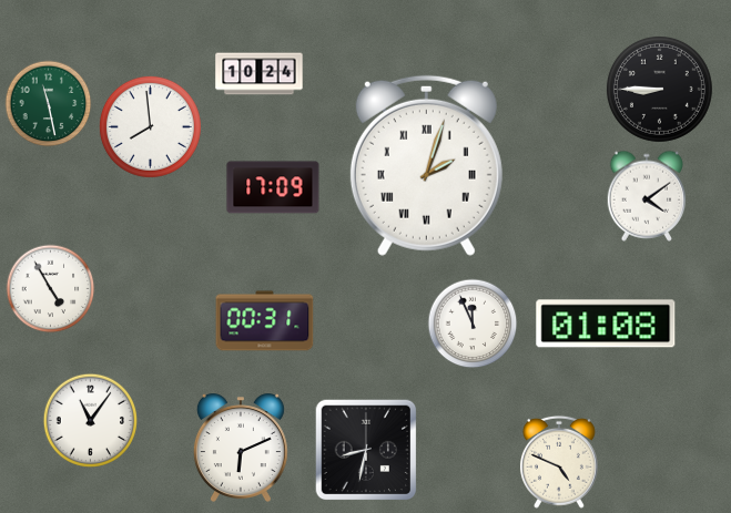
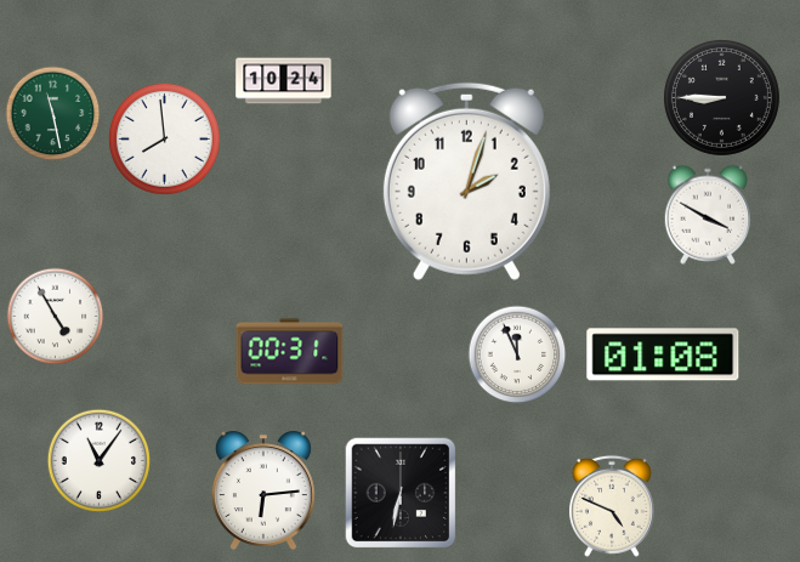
clock at (426, 165) numerals: Roman -> Arabic
clock at (273, 187): 17:09 -> none
clock at (647, 196): 4:09 -> 3:50
clock at (241, 448): 6:11 -> 6:14
clock at (366, 450): 8:32 -> 6:32
